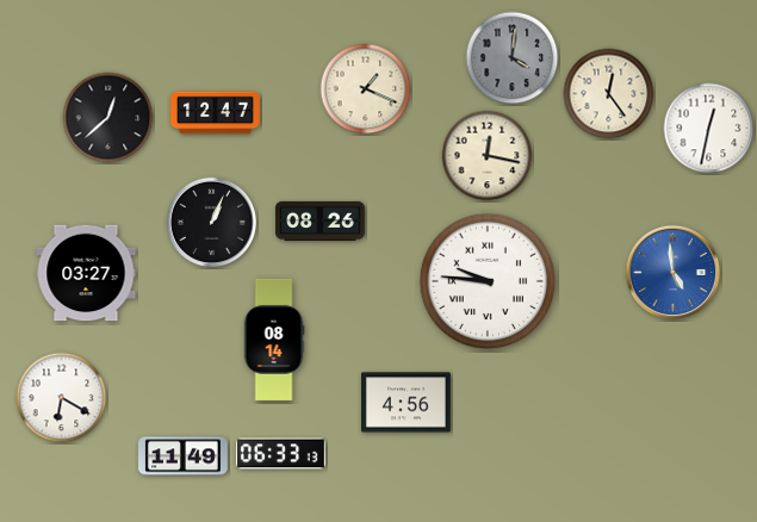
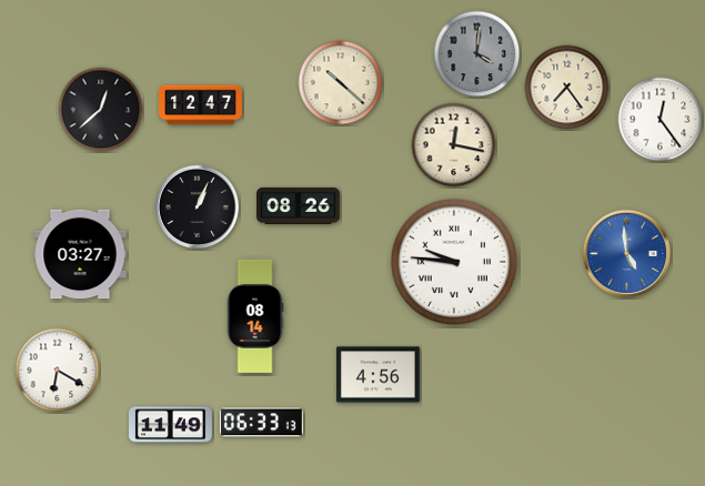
clock at (366, 89): 1:19 -> 10:22
clock at (609, 94): 12:24 -> 7:24
clock at (709, 129): 12:32 -> 12:24
